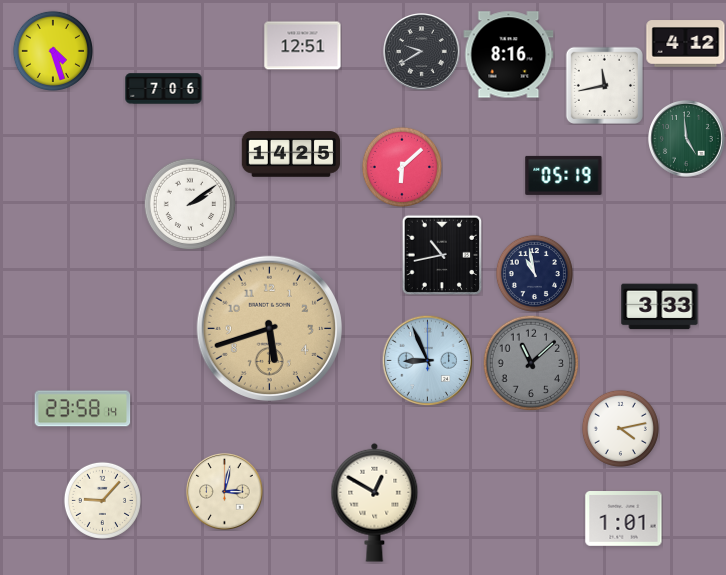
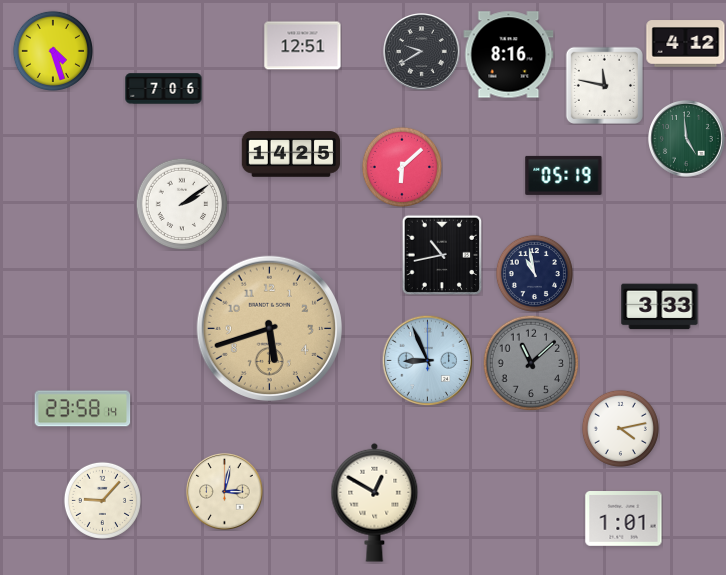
clock at (604, 85): 11:43 -> 11:47
clock at (190, 204) position: (190, 204) -> (182, 204)
